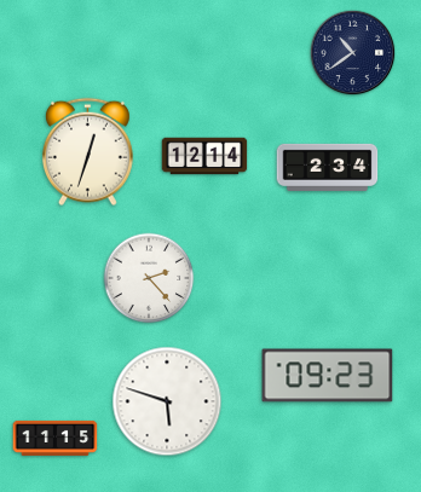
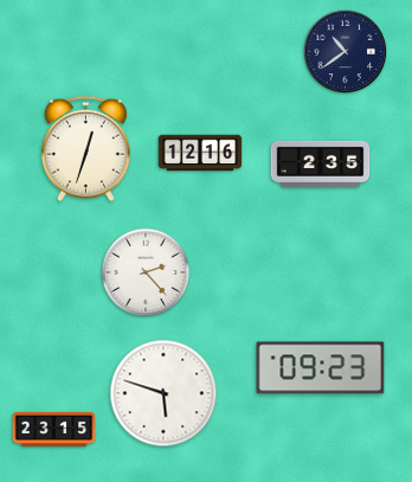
clock at (204, 156): 12:14 -> 12:16
clock at (328, 167): 2:34 -> 2:35
clock at (56, 438): 11:15 -> 23:15
